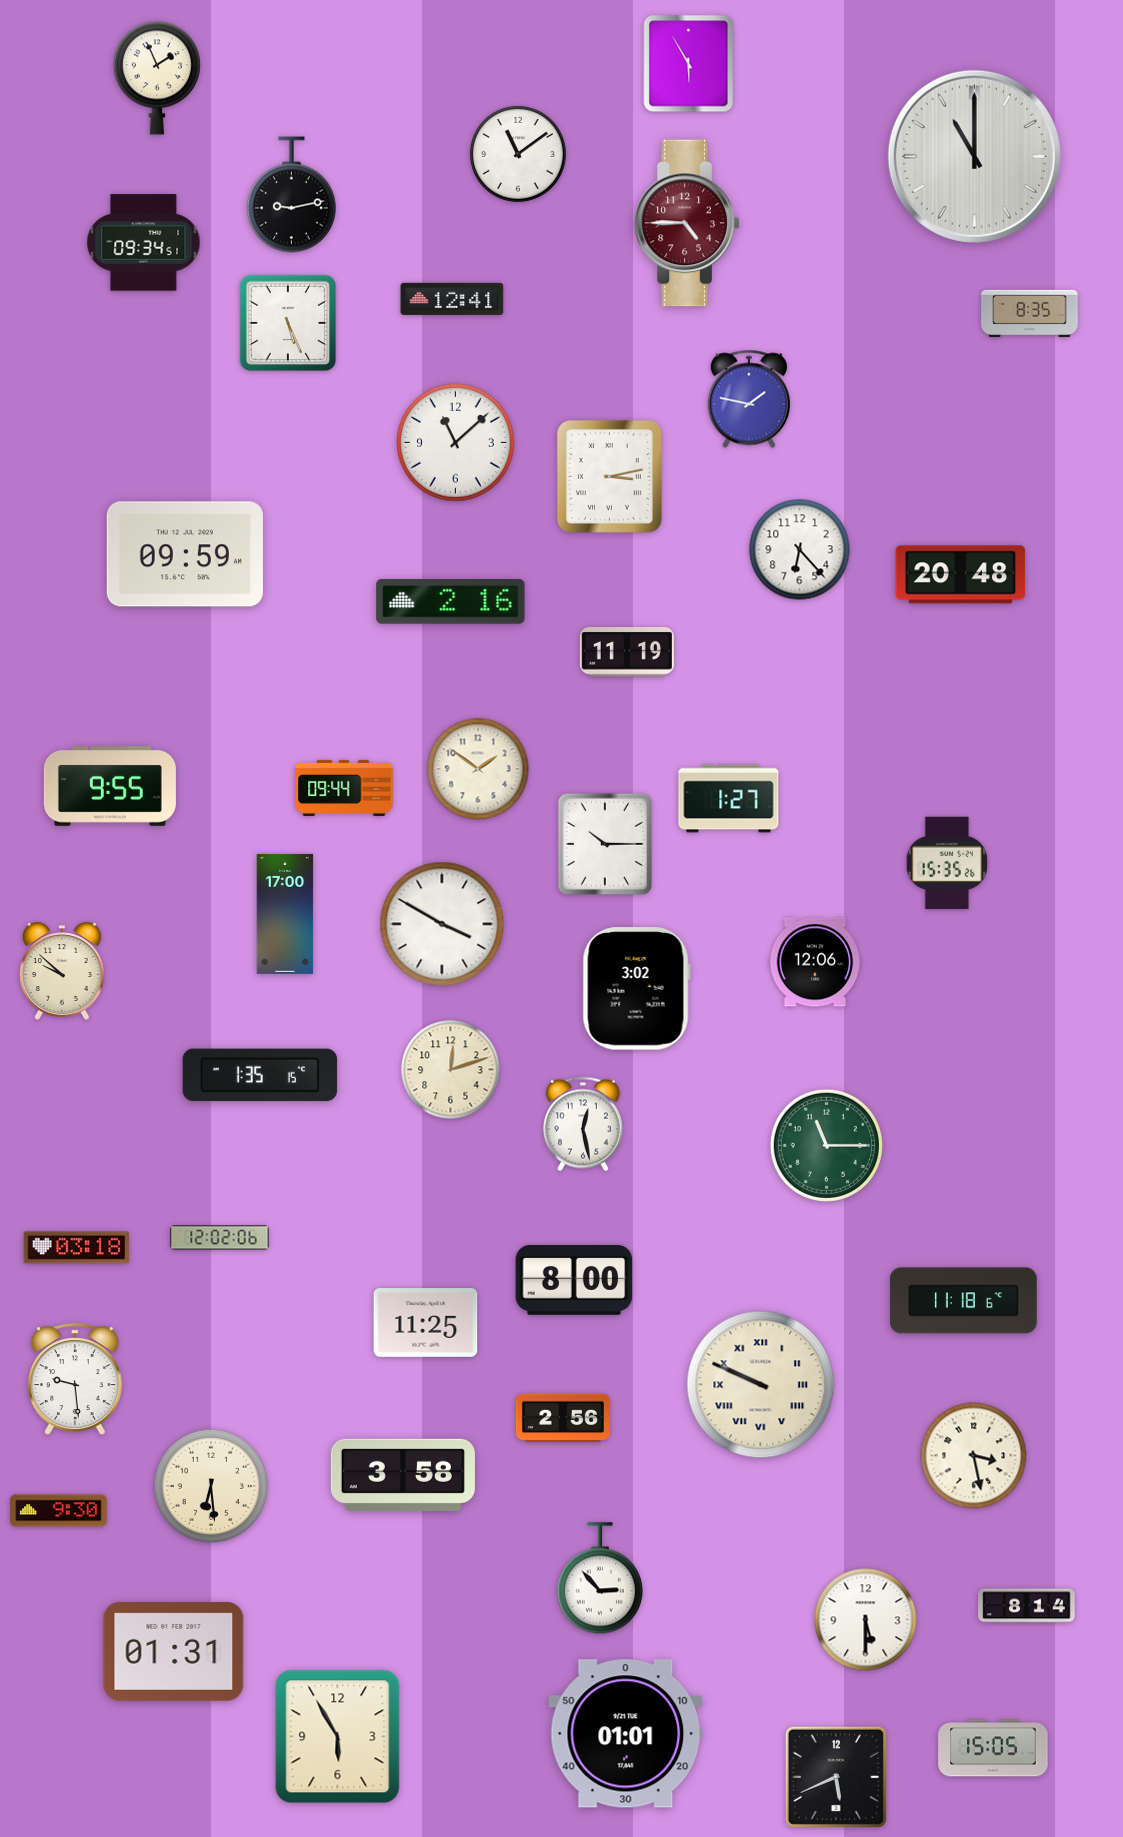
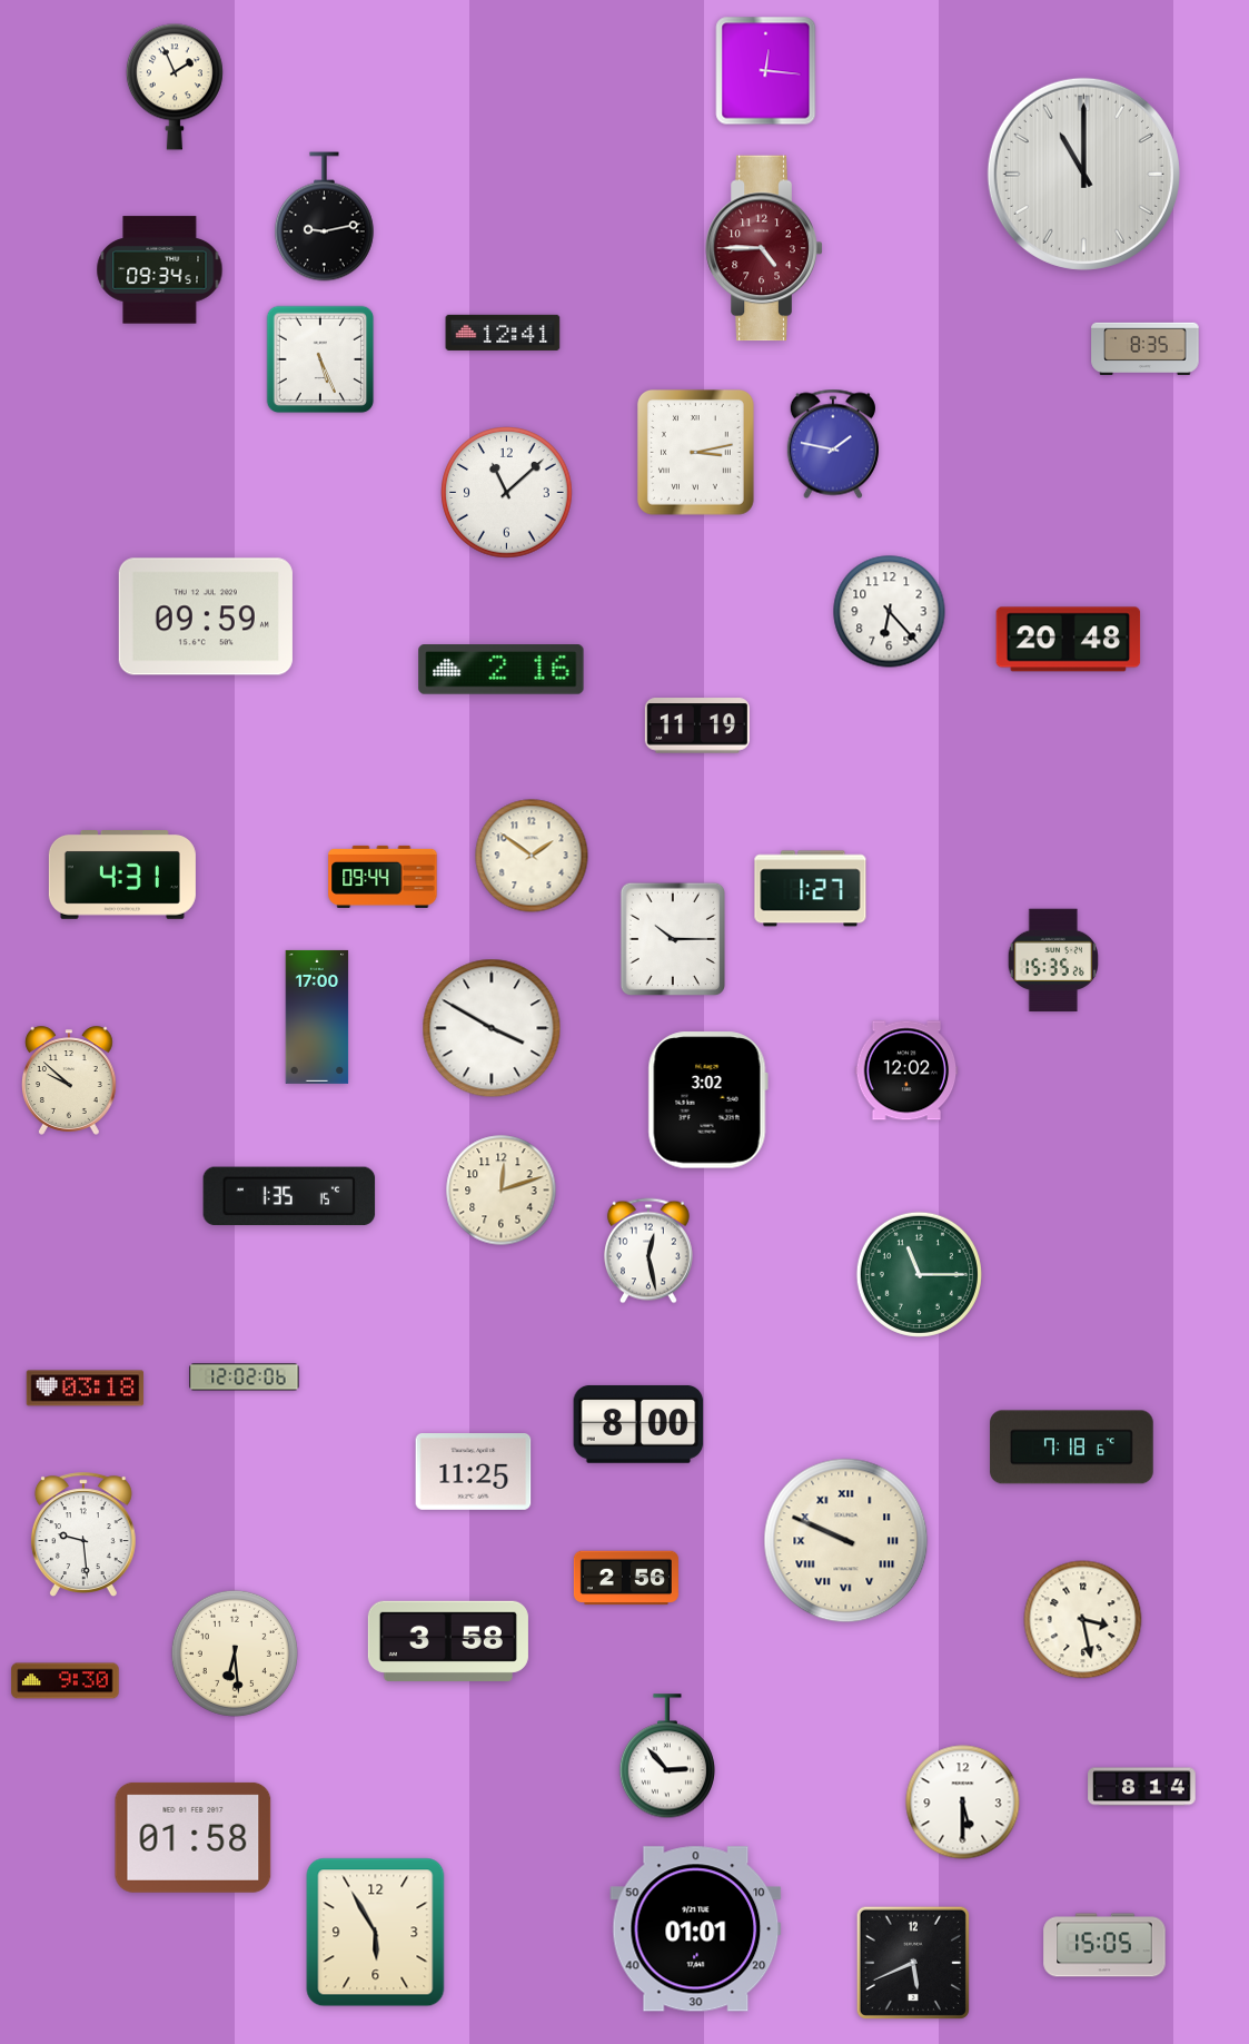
clock at (689, 64): 5:55 -> 12:16
clock at (518, 154): 11:09 -> none
clock at (609, 476) position: (609, 476) -> (695, 452)
clock at (110, 787): 9:55 -> 4:31
clock at (815, 962): 12:06 -> 12:02
clock at (964, 1301): 11:18 -> 7:18
clock at (174, 1651): 01:31 -> 01:58
clock at (836, 1777) position: (836, 1777) -> (913, 1963)
